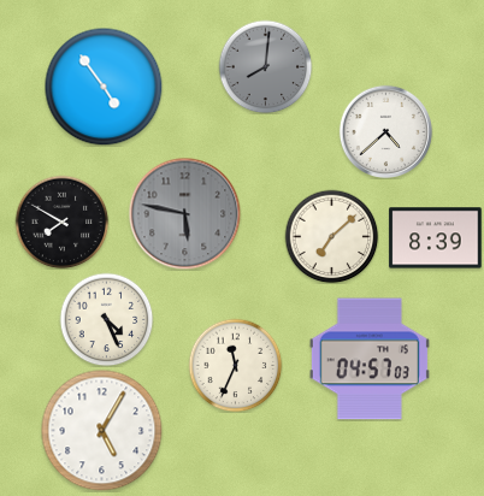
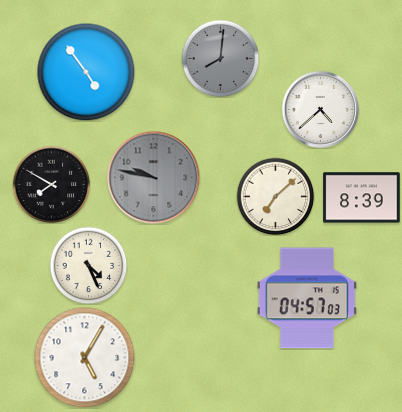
clock at (265, 66) position: (265, 66) -> (220, 58)
clock at (184, 213): 5:47 -> 9:47
clock at (235, 365): 11:34 -> none
